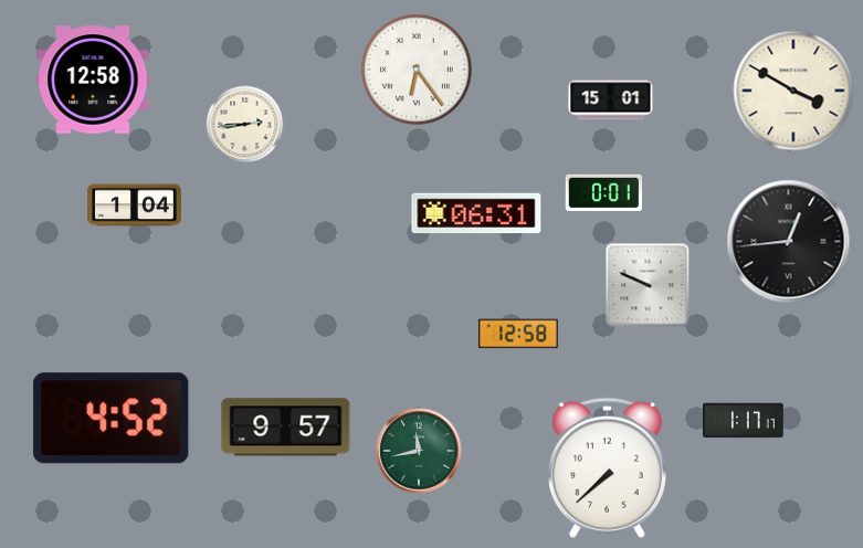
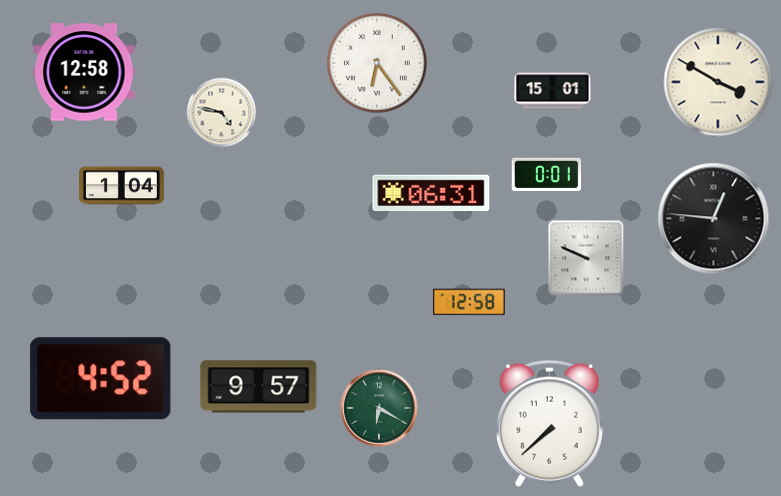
clock at (245, 125): 2:44 -> 4:47
clock at (789, 242): 12:44 -> 12:46
clock at (744, 421): 1:17 -> none
clock at (419, 451): 11:43 -> 6:20
